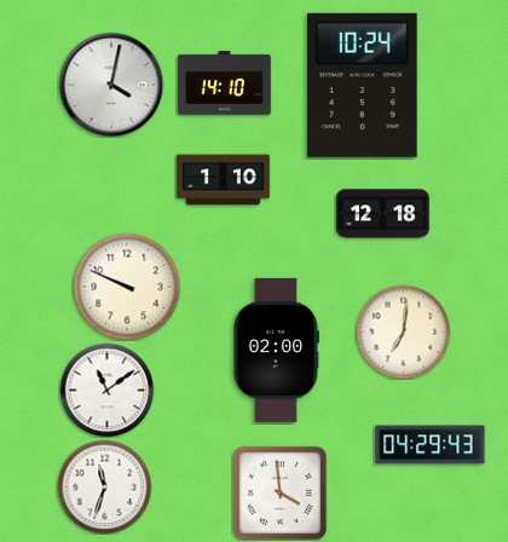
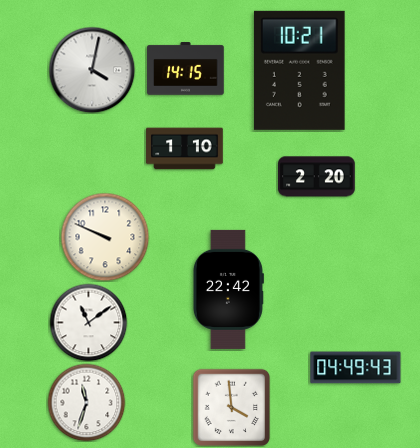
clock at (225, 83): 14:10 -> 14:15
clock at (362, 85): 10:24 -> 10:21
clock at (383, 214): 12:18 -> 2:20
clock at (403, 331): 7:01 -> none
clock at (276, 350): 02:00 -> 22:42
clock at (431, 445): 04:29 -> 04:49
